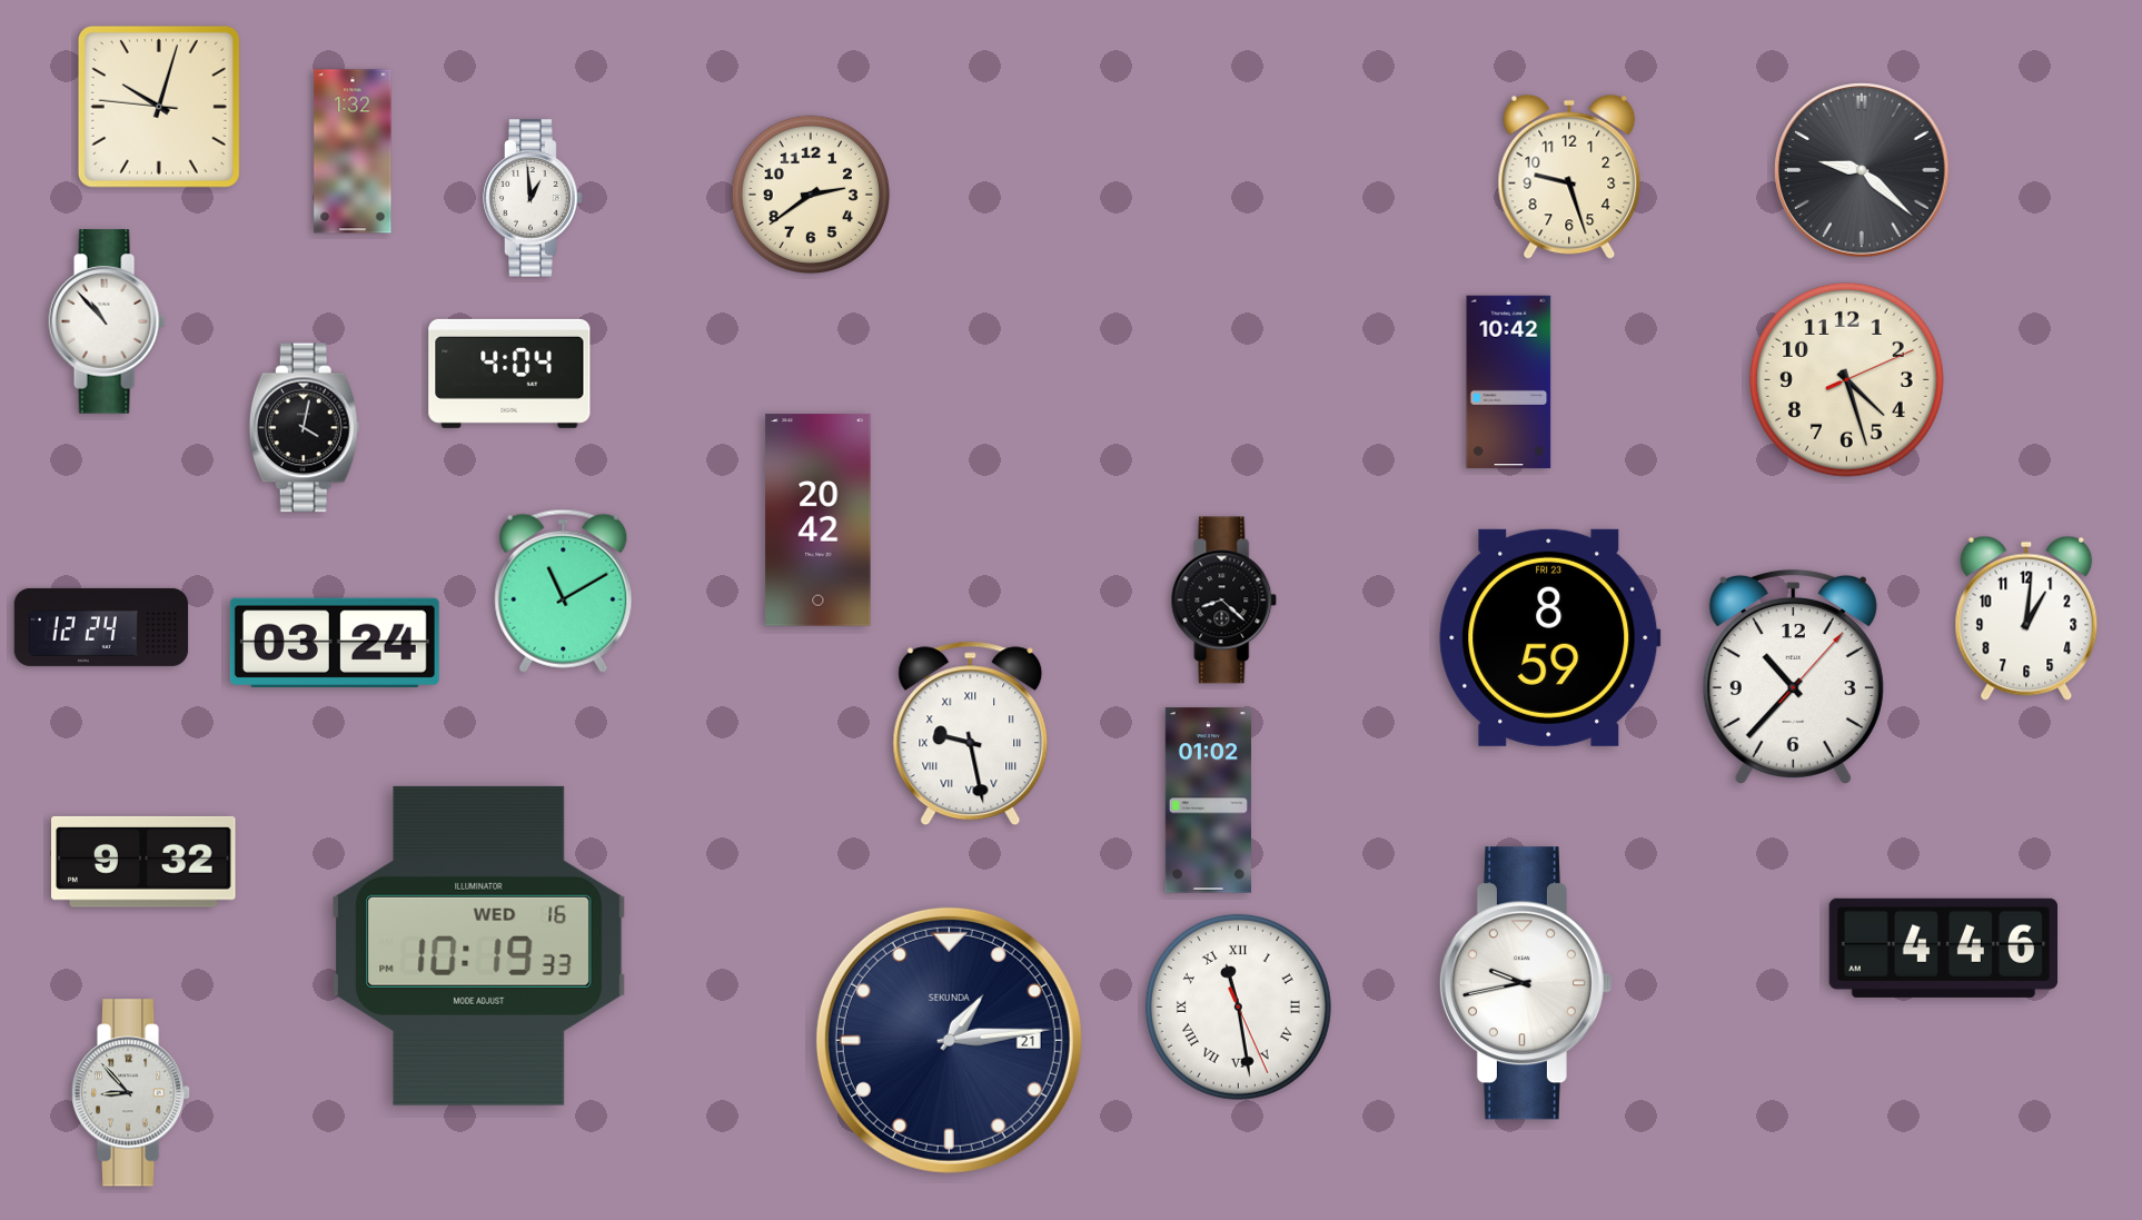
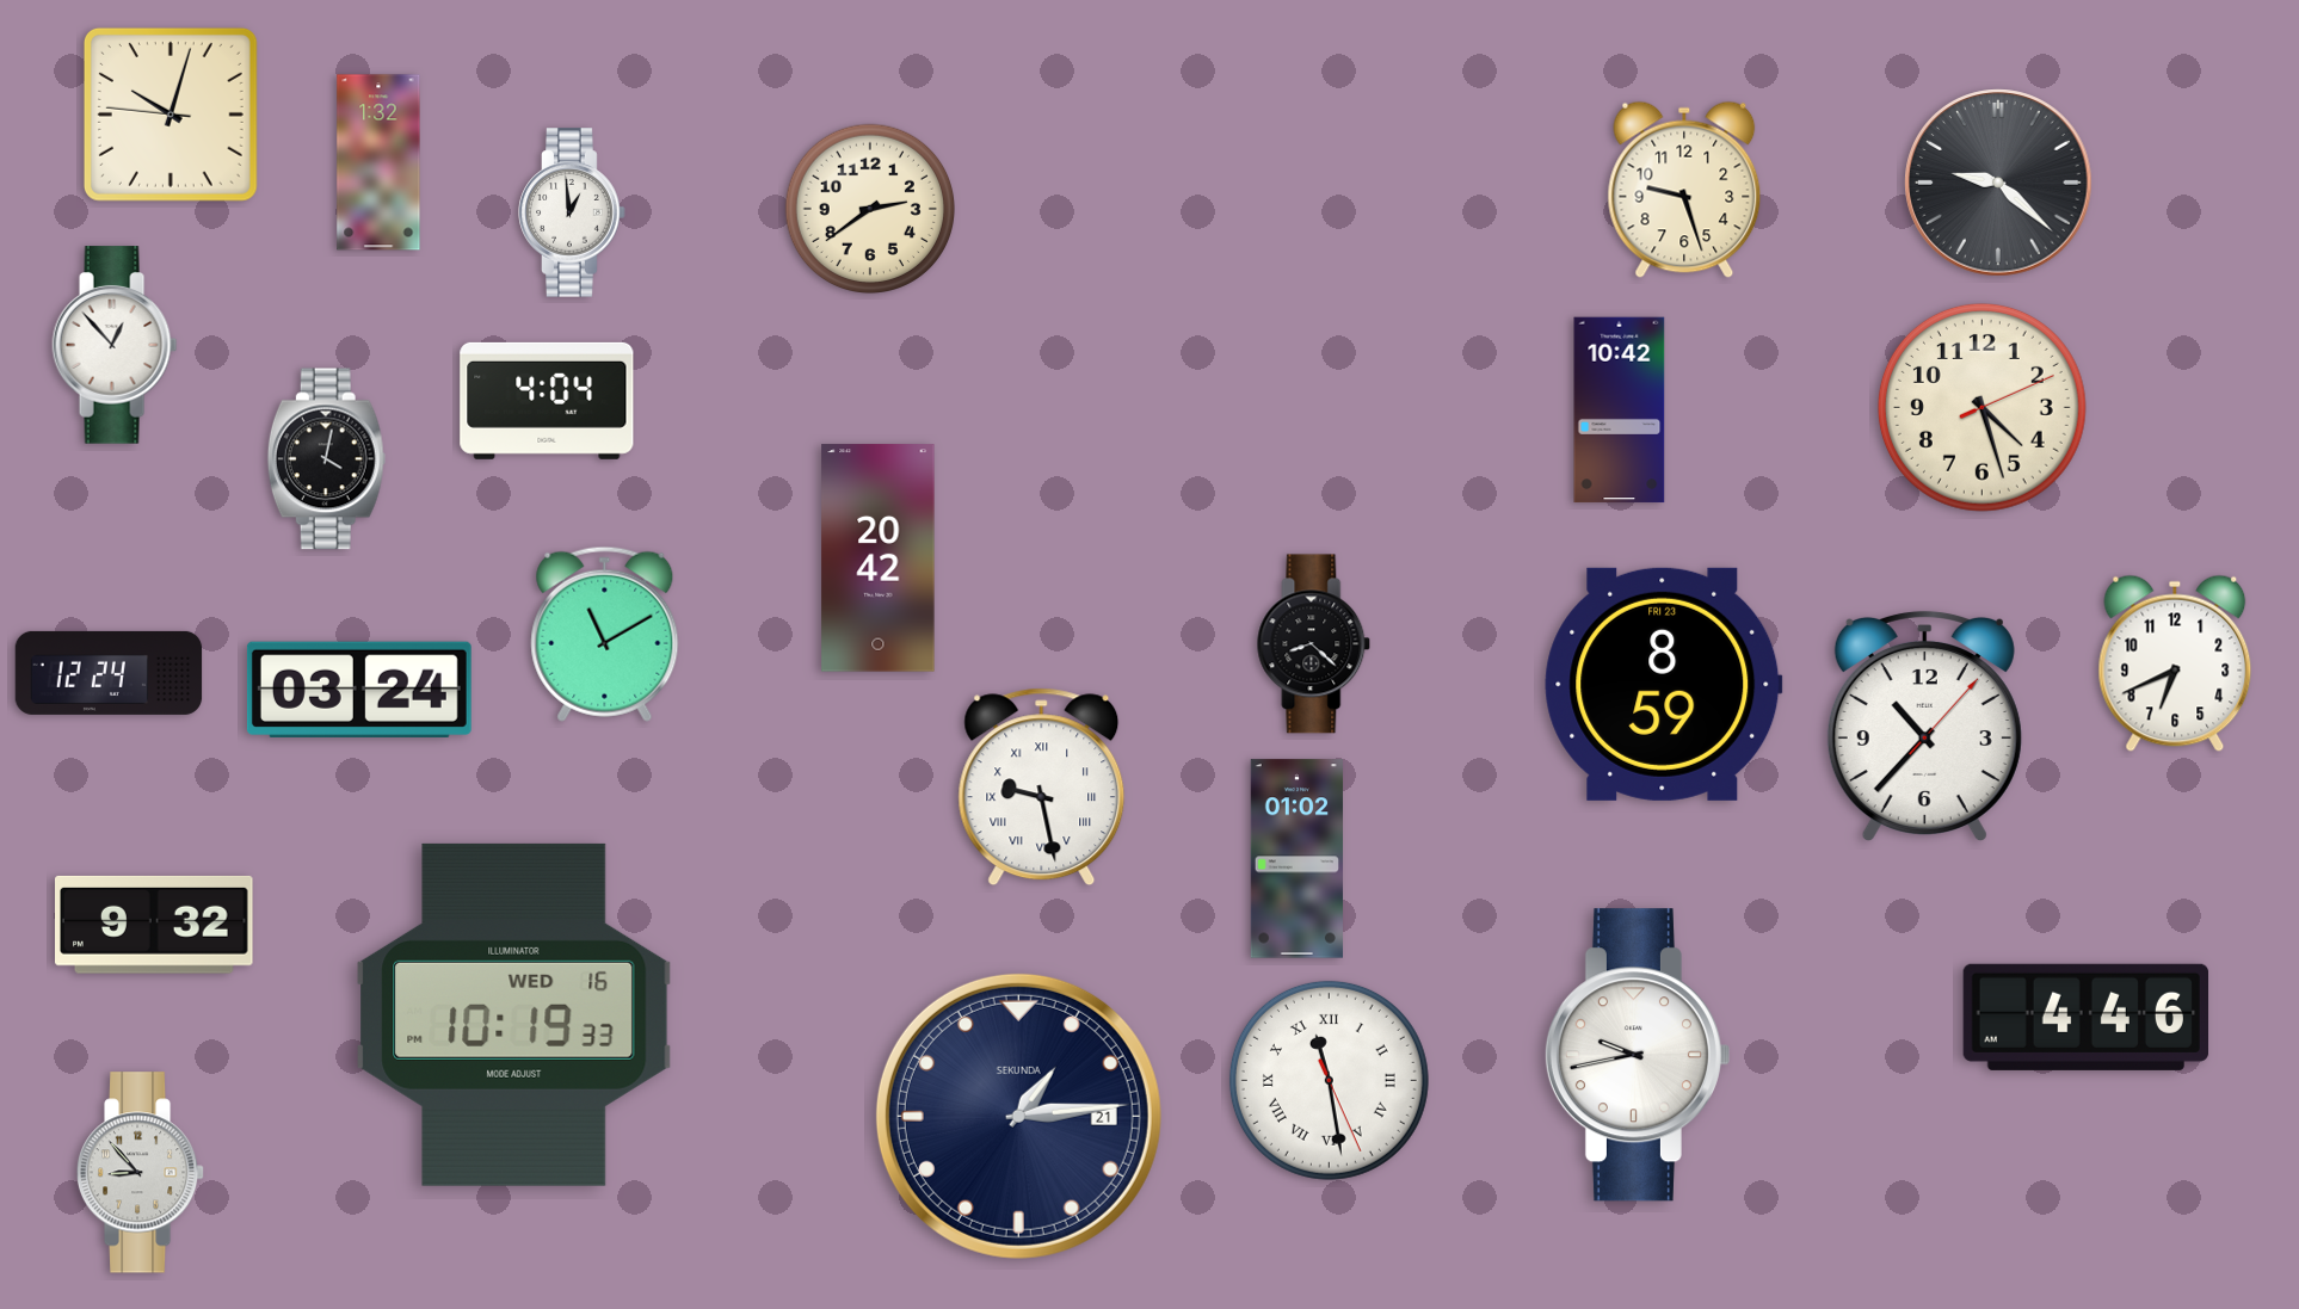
clock at (107, 321): 10:53 -> 12:53
clock at (2026, 618): 1:01 -> 6:41
